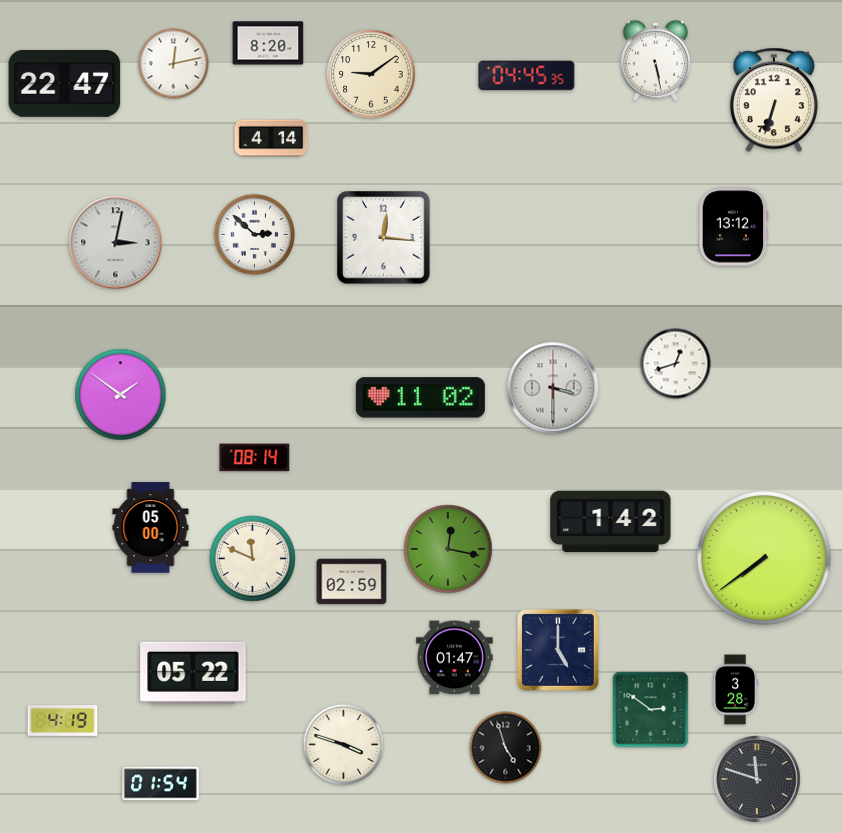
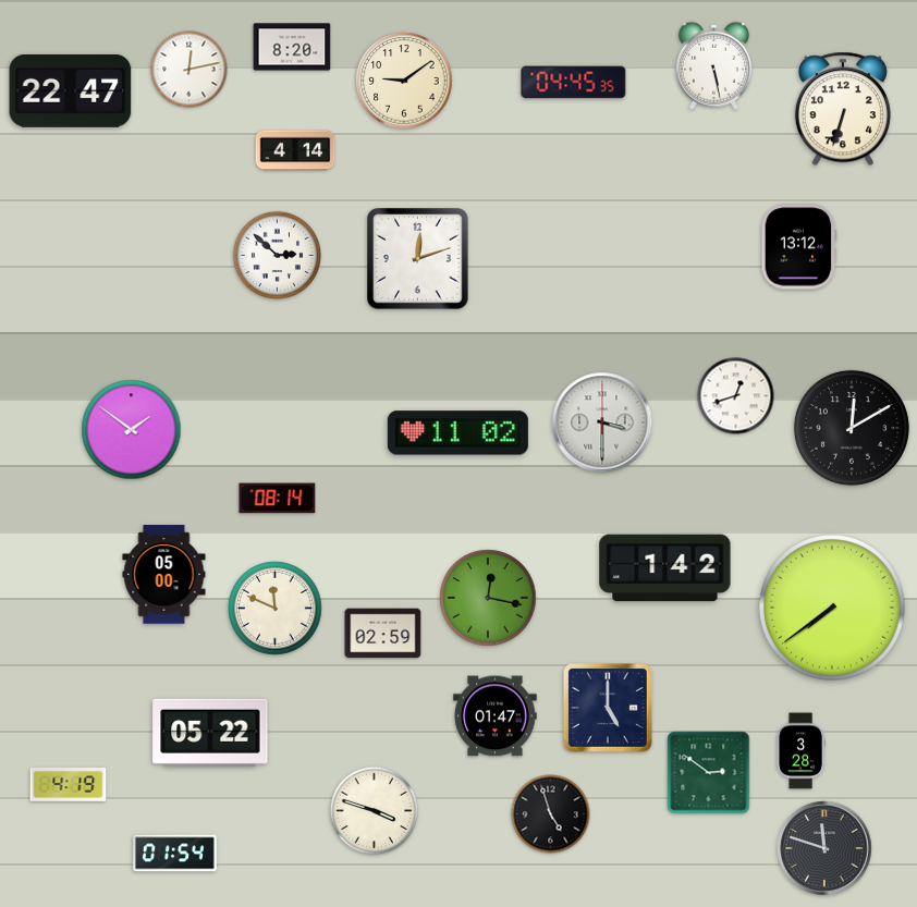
clock at (384, 238): 12:16 -> 12:12
clock at (116, 243): 3:02 -> none
clock at (852, 428): none -> 12:10
